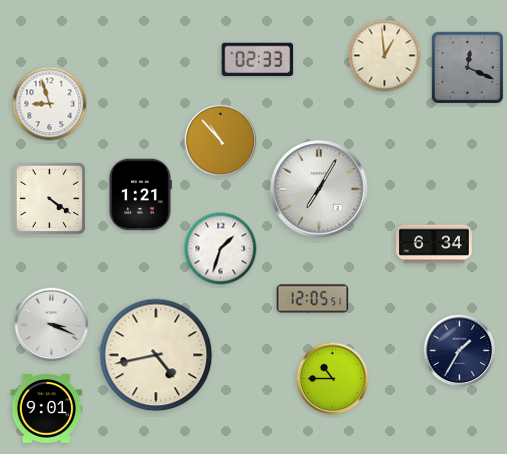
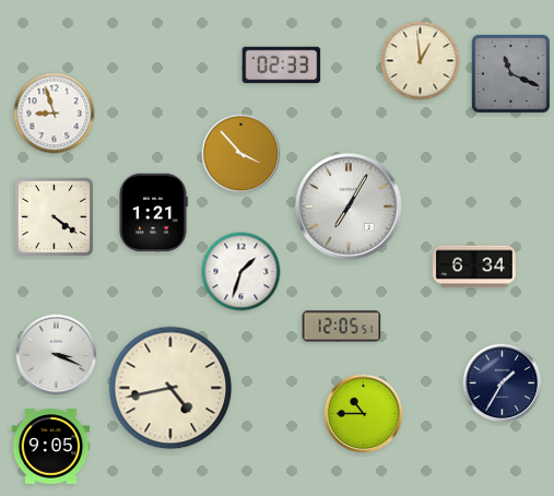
clock at (467, 67): 12:19 -> 11:19
clock at (221, 141): 10:53 -> 3:53
clock at (47, 409): 9:01 -> 9:05
